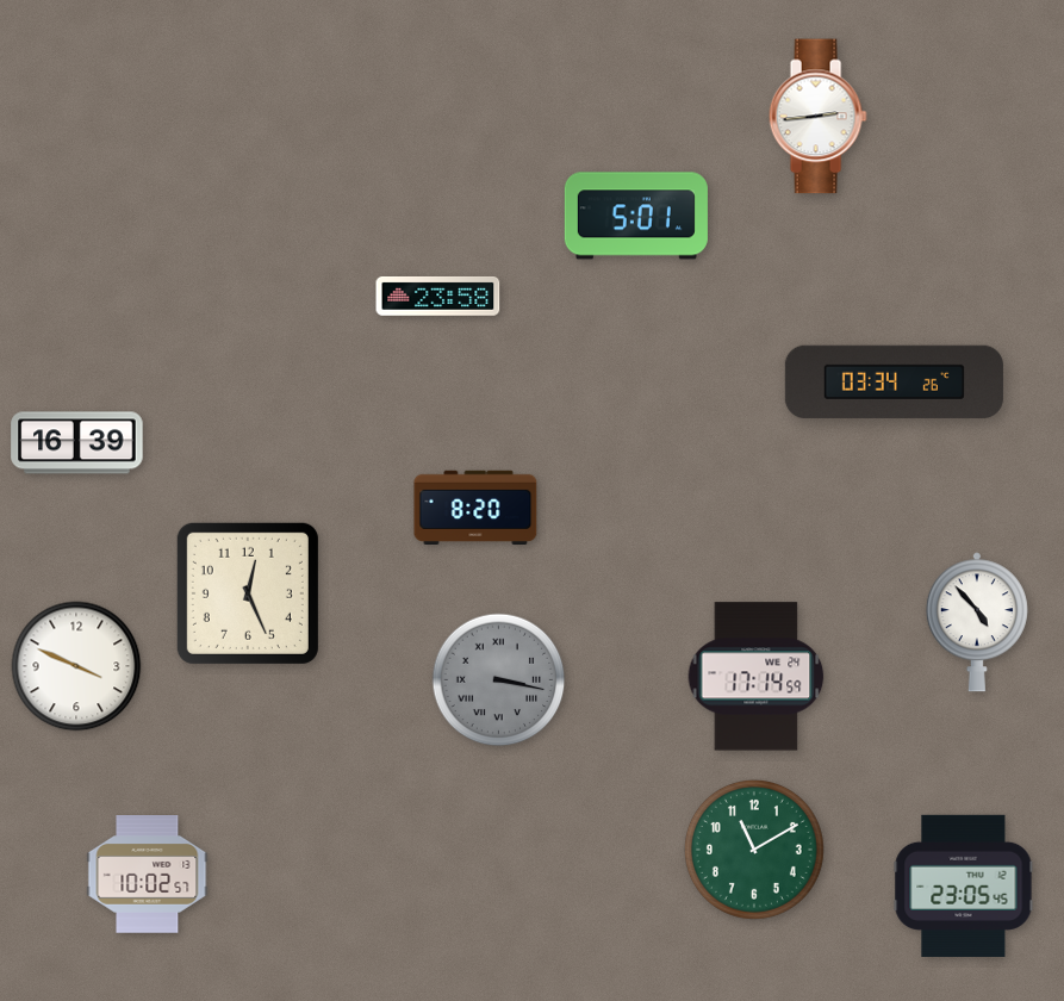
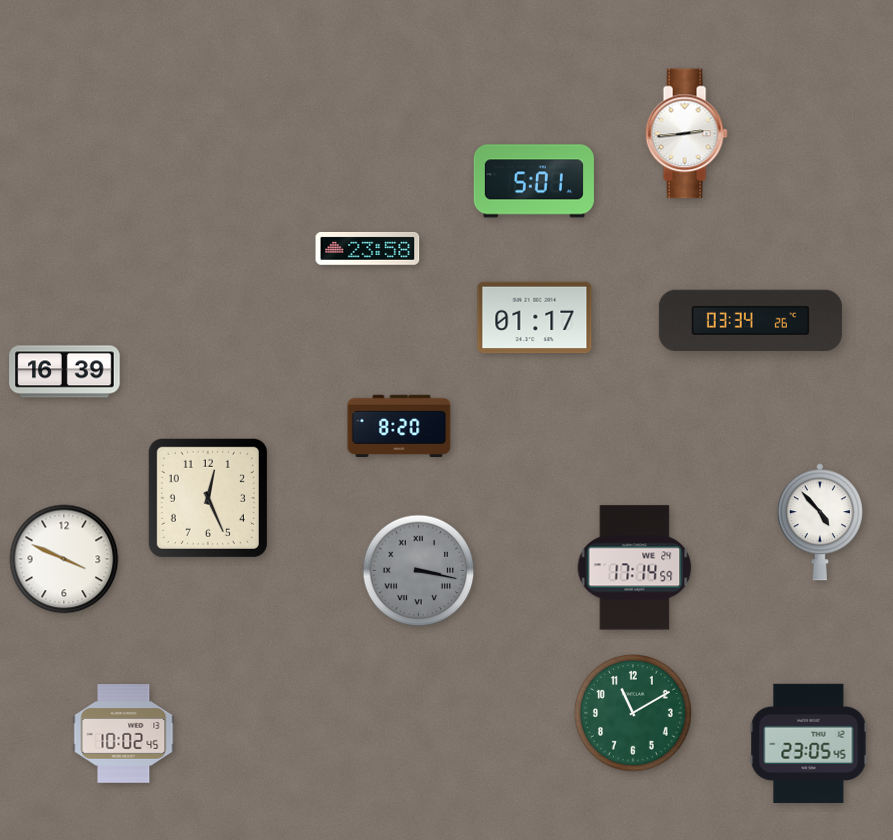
clock at (817, 117) position: (817, 117) -> (686, 134)
clock at (535, 318): none -> 01:17
clock at (148, 875): 10:02:57 -> 10:02:45
